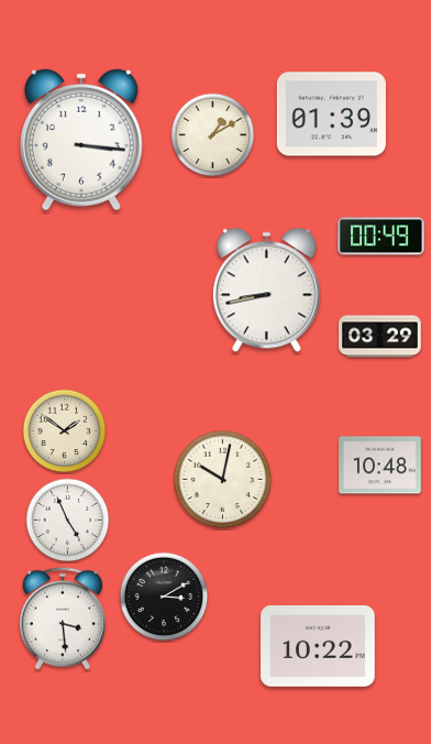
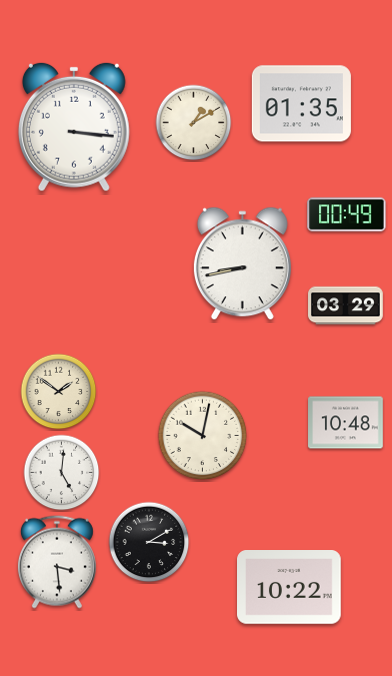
clock at (331, 114): 01:39 -> 01:35
clock at (68, 521): 4:56 -> 5:01
